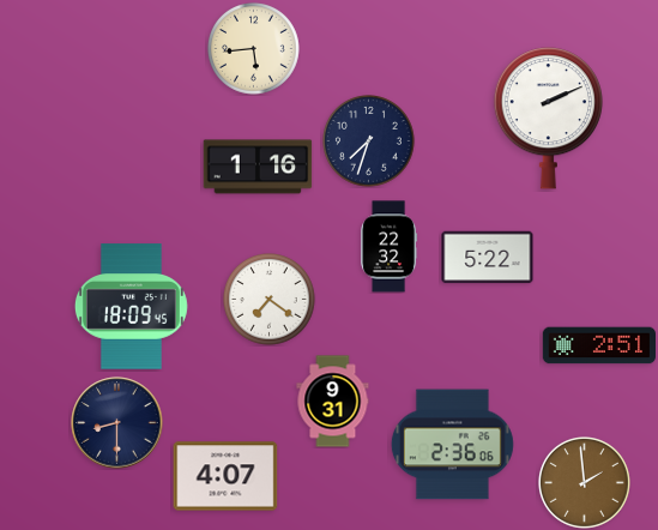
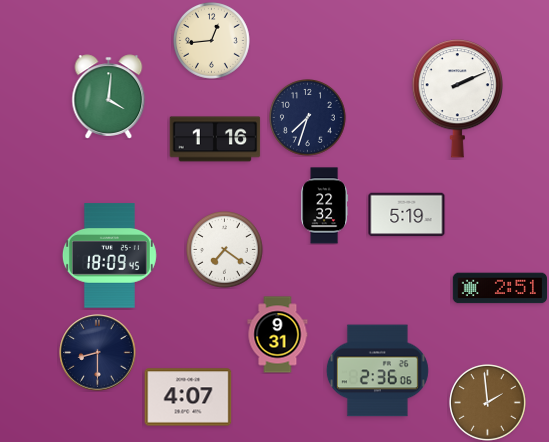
clock at (254, 49): 5:44 -> 12:44
clock at (109, 97): none -> 4:01
clock at (488, 258): 5:22 -> 5:19
